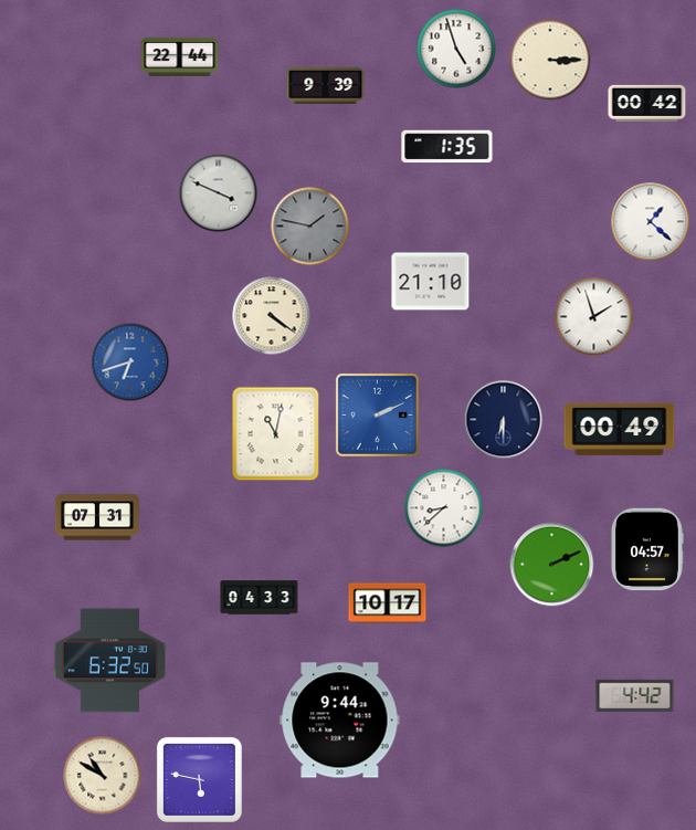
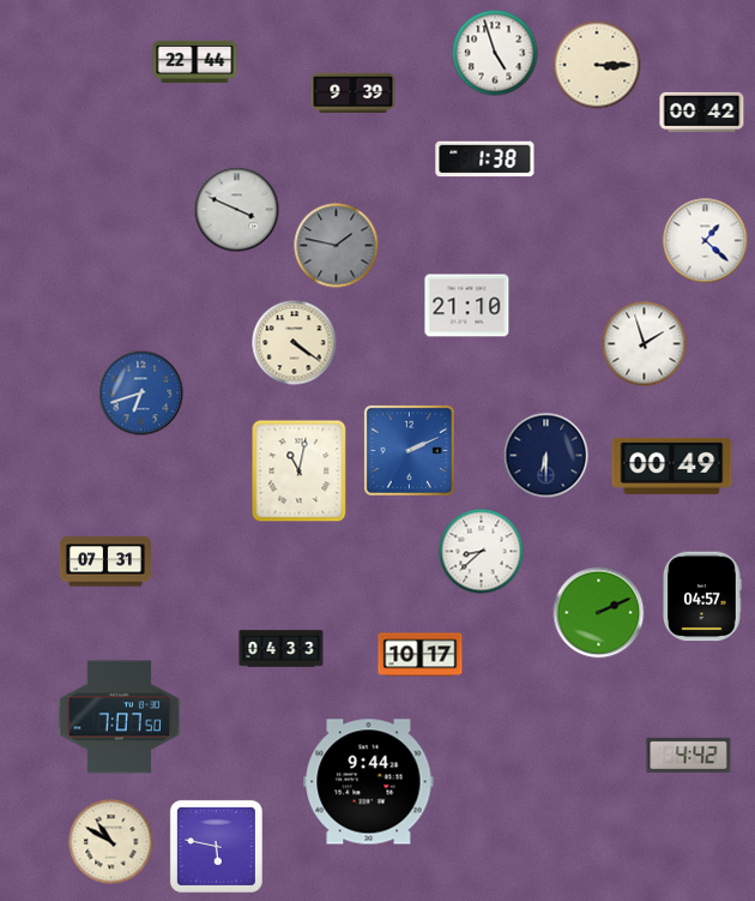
clock at (447, 147): 1:35 -> 1:38
clock at (109, 661): 6:32 -> 7:07
